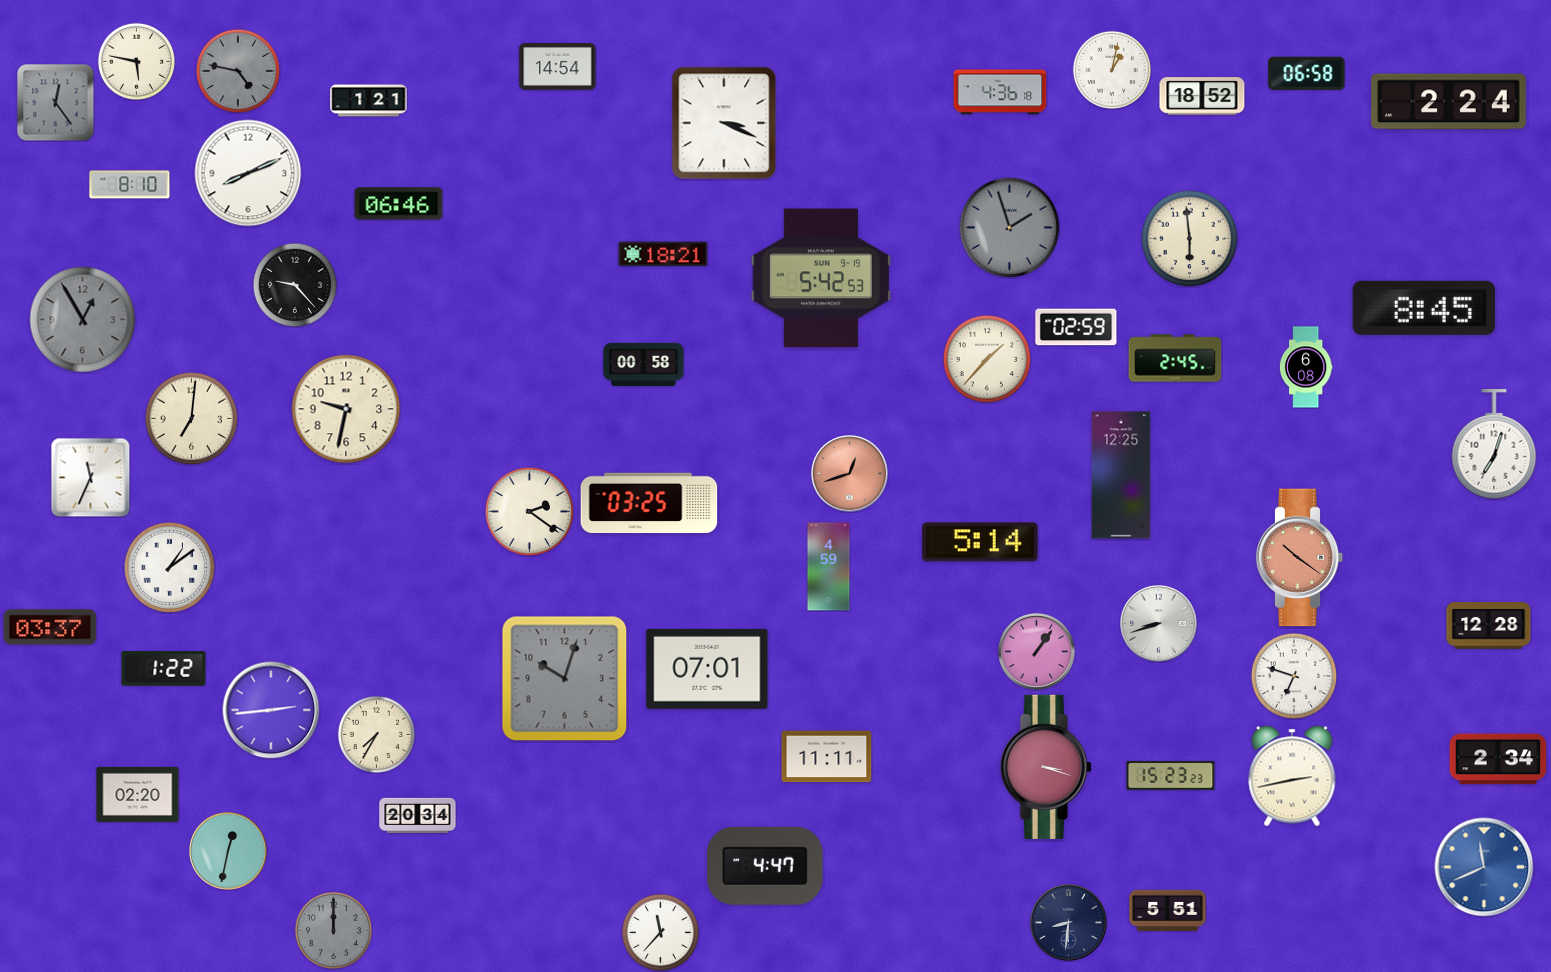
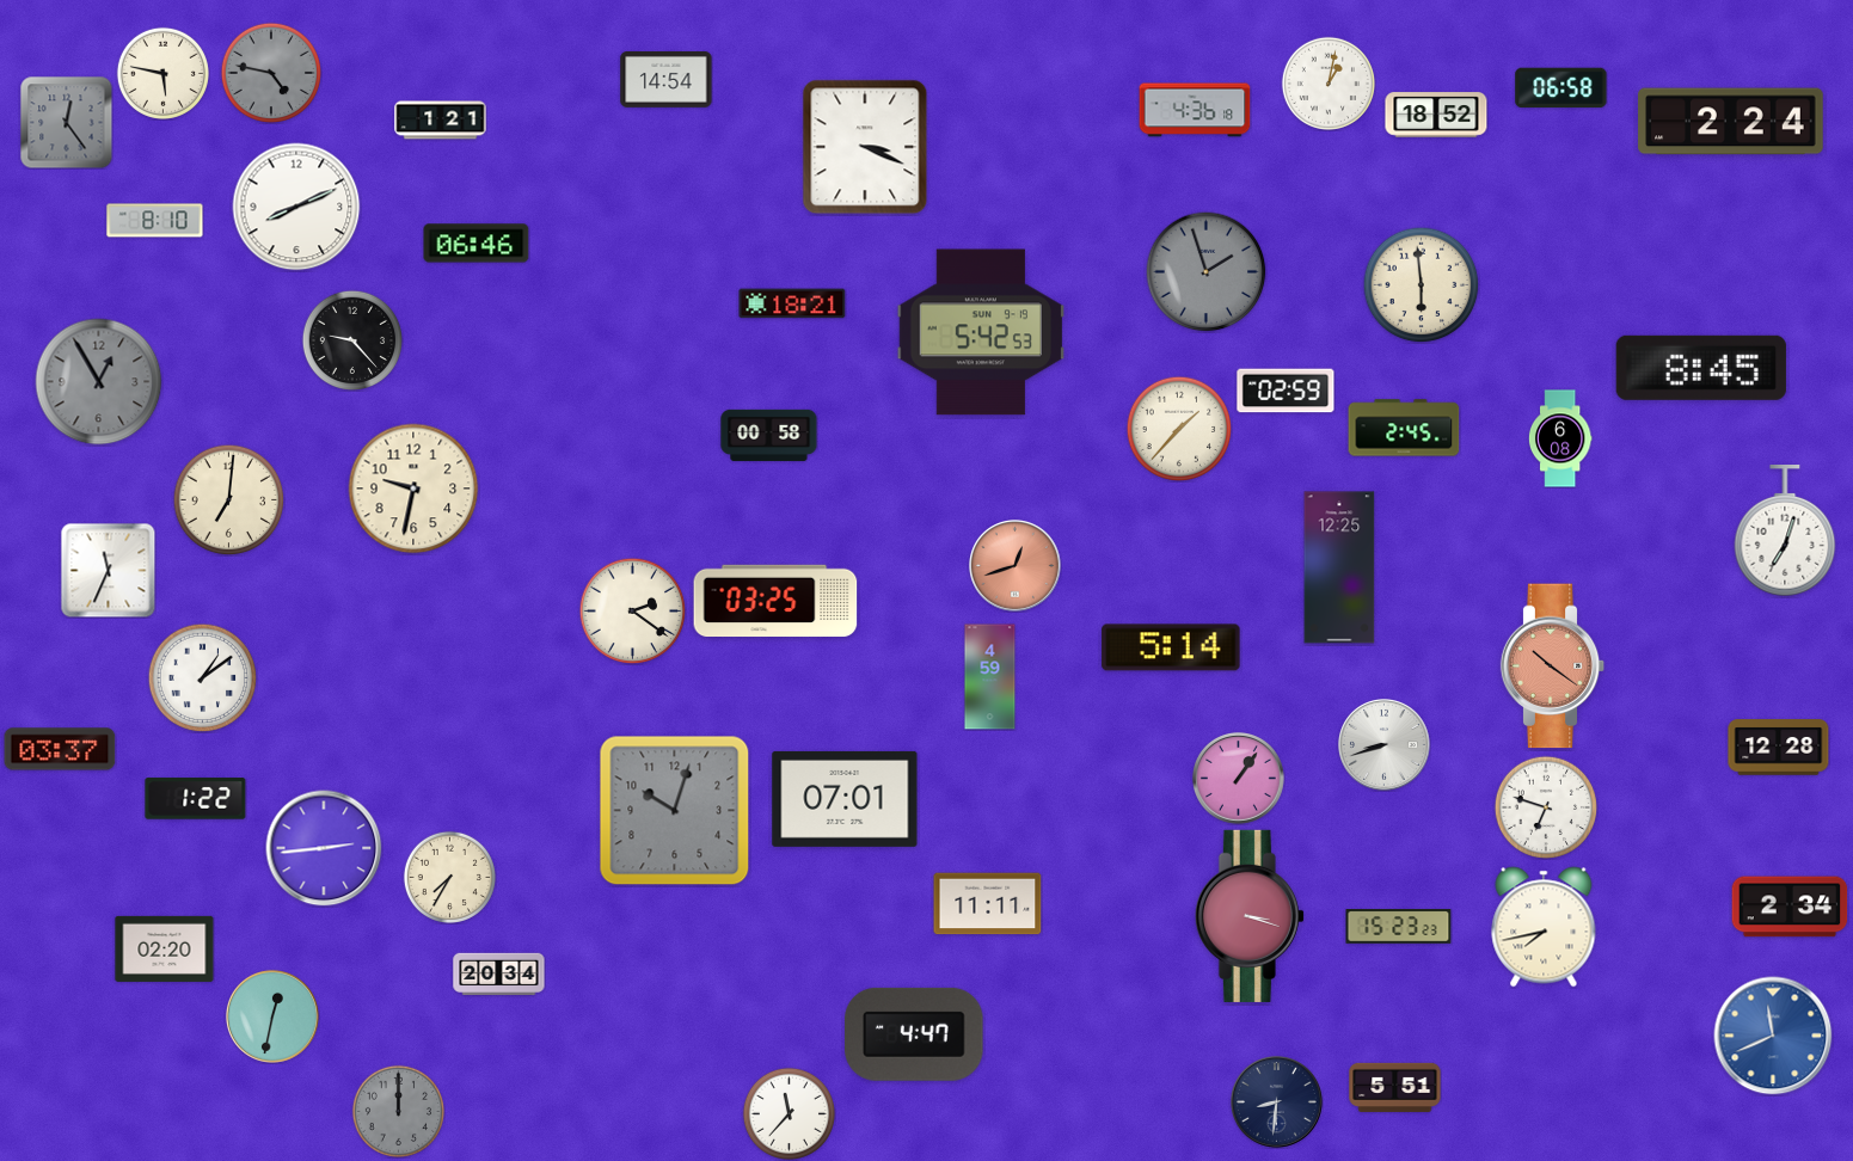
clock at (238, 71) position: (238, 71) -> (271, 73)
clock at (1292, 776): 2:43 -> 7:43
